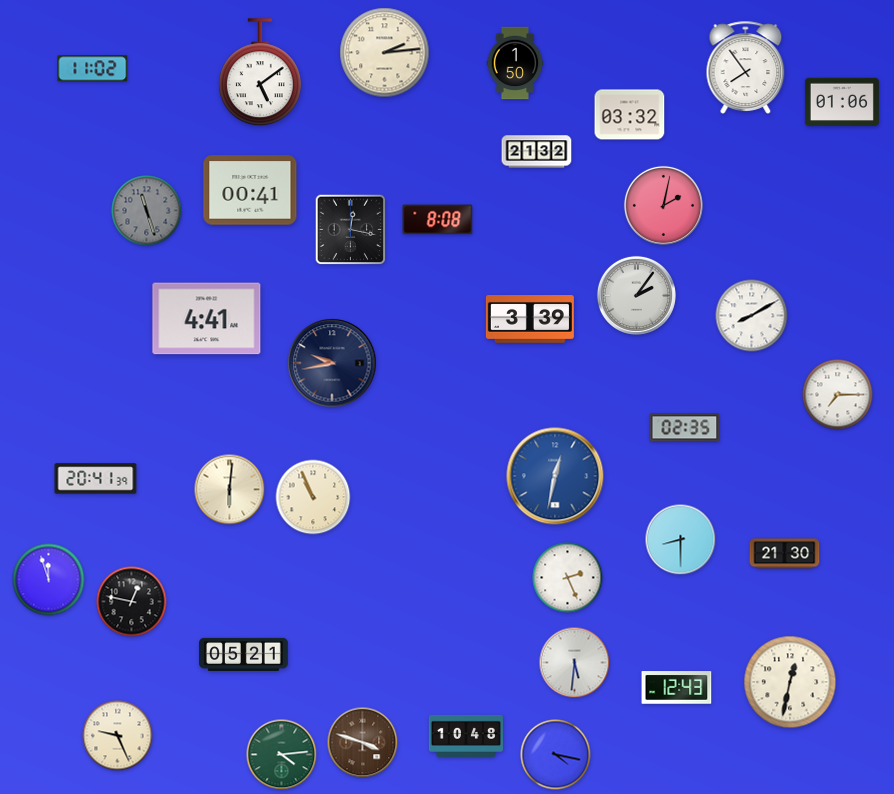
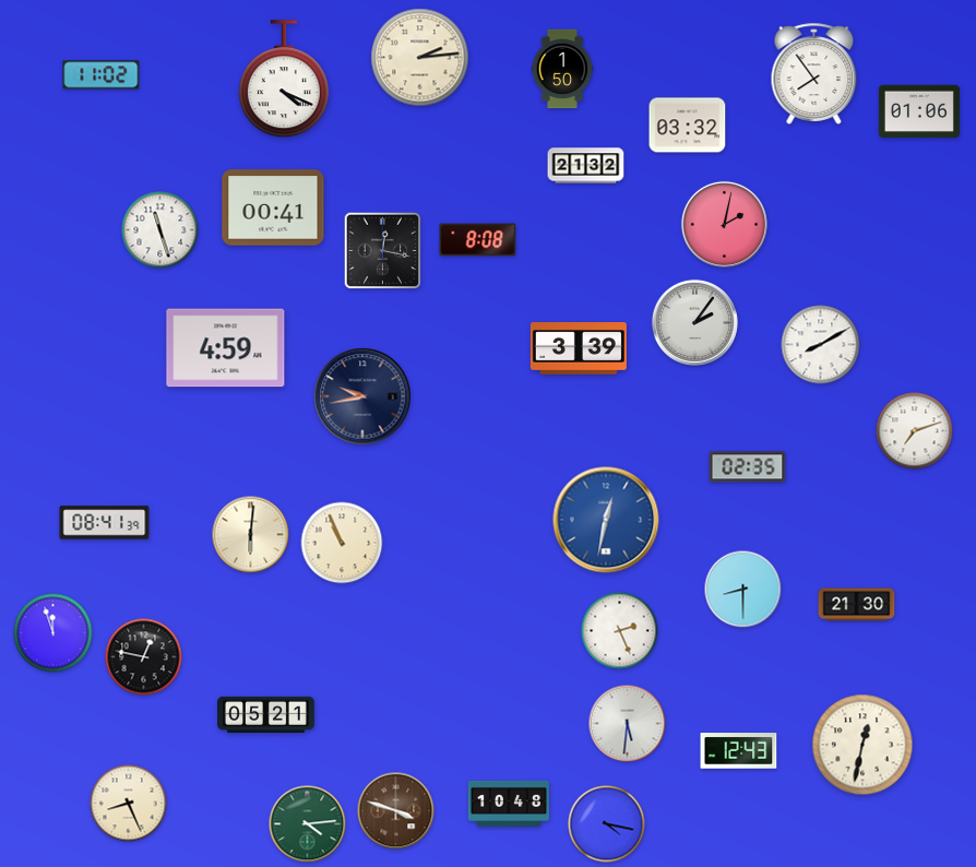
clock at (260, 73): 5:09 -> 4:19
clock at (147, 211) dial: grey -> white
clock at (207, 319): 4:41 -> 4:59
clock at (838, 395): 7:15 -> 7:12
clock at (96, 479): 20:41 -> 08:41
clock at (118, 736): 9:26 -> 8:26
